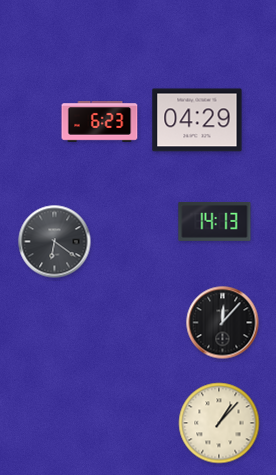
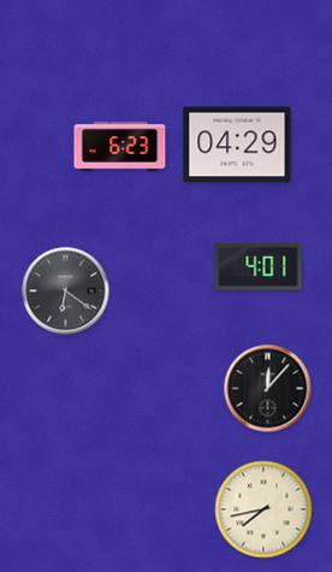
clock at (215, 221): 14:13 -> 4:01
clock at (219, 423): 1:07 -> 7:43
